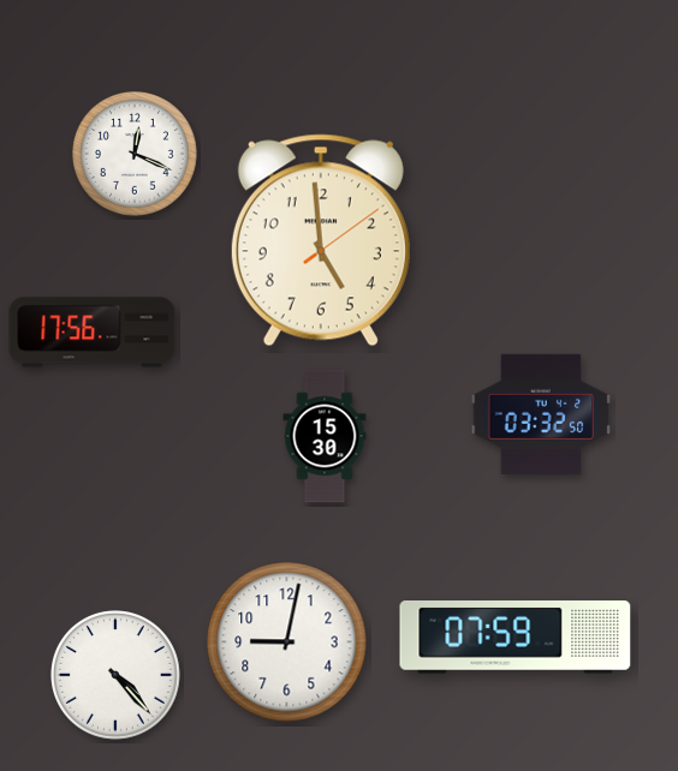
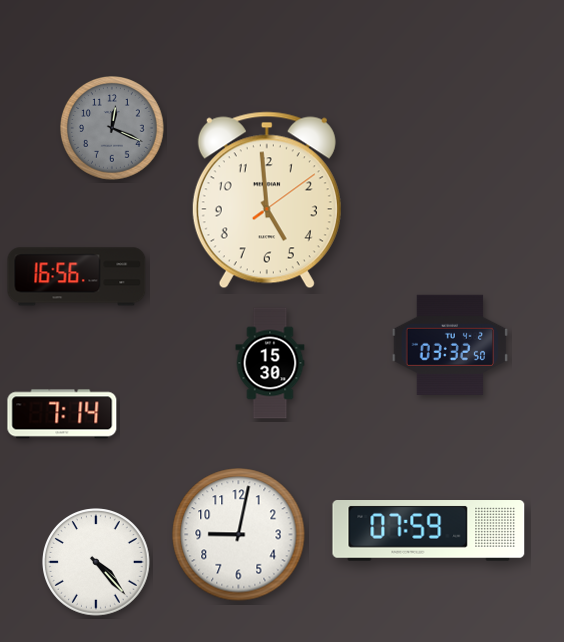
clock at (136, 155) dial: white -> grey
clock at (93, 333): 17:56 -> 16:56
clock at (62, 414): none -> 7:14
